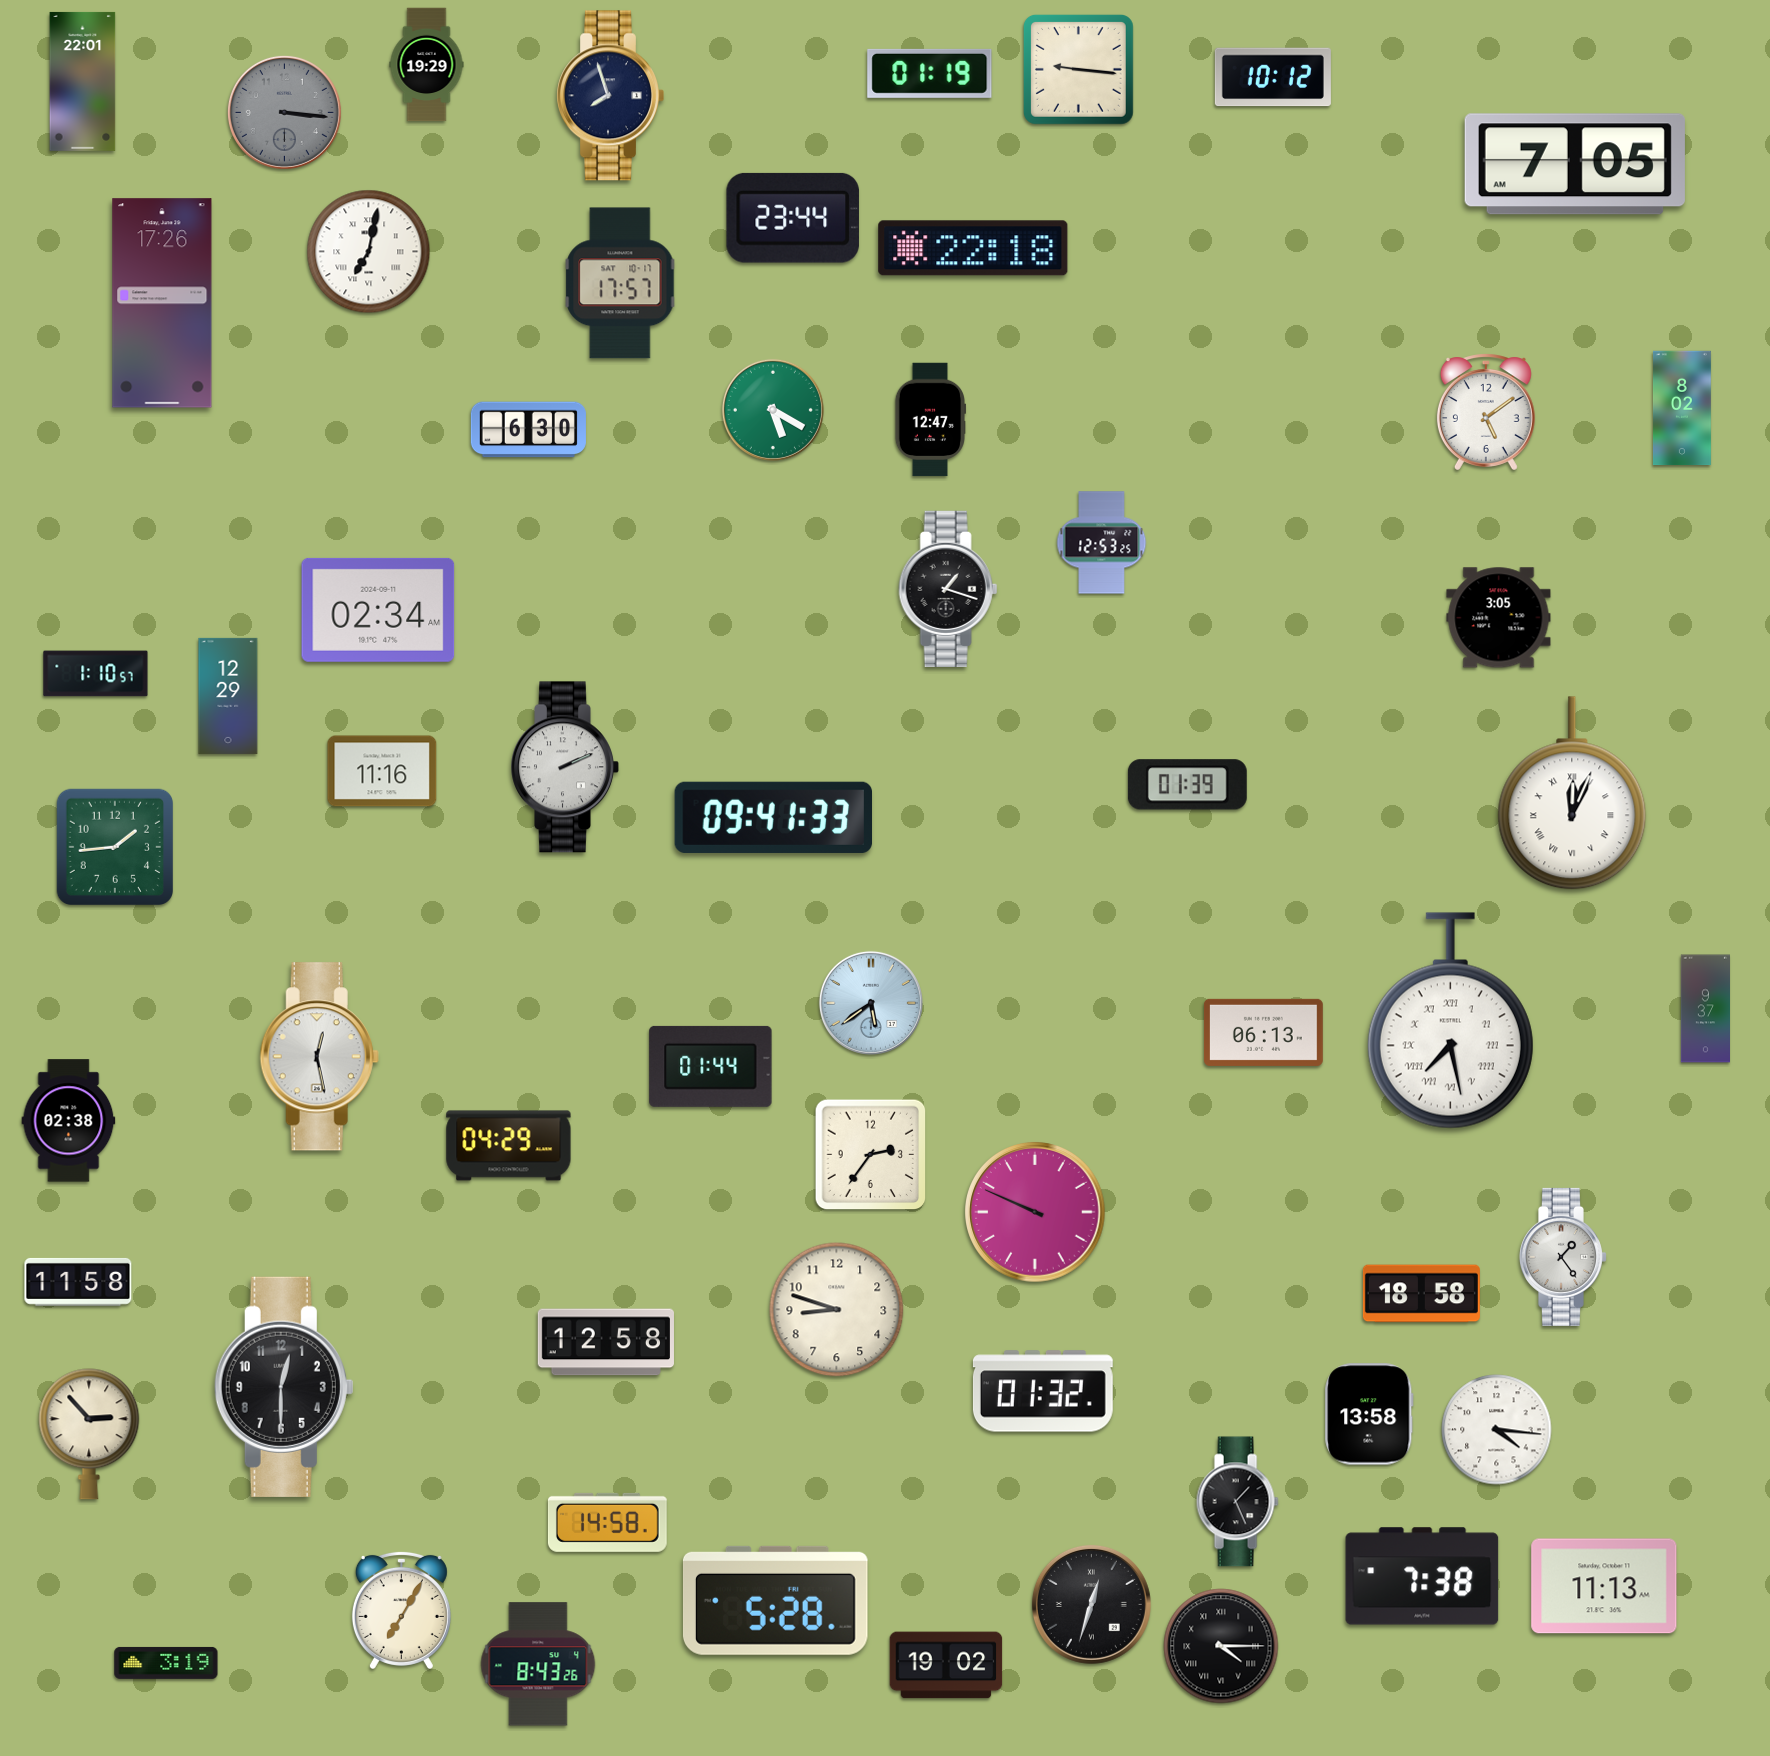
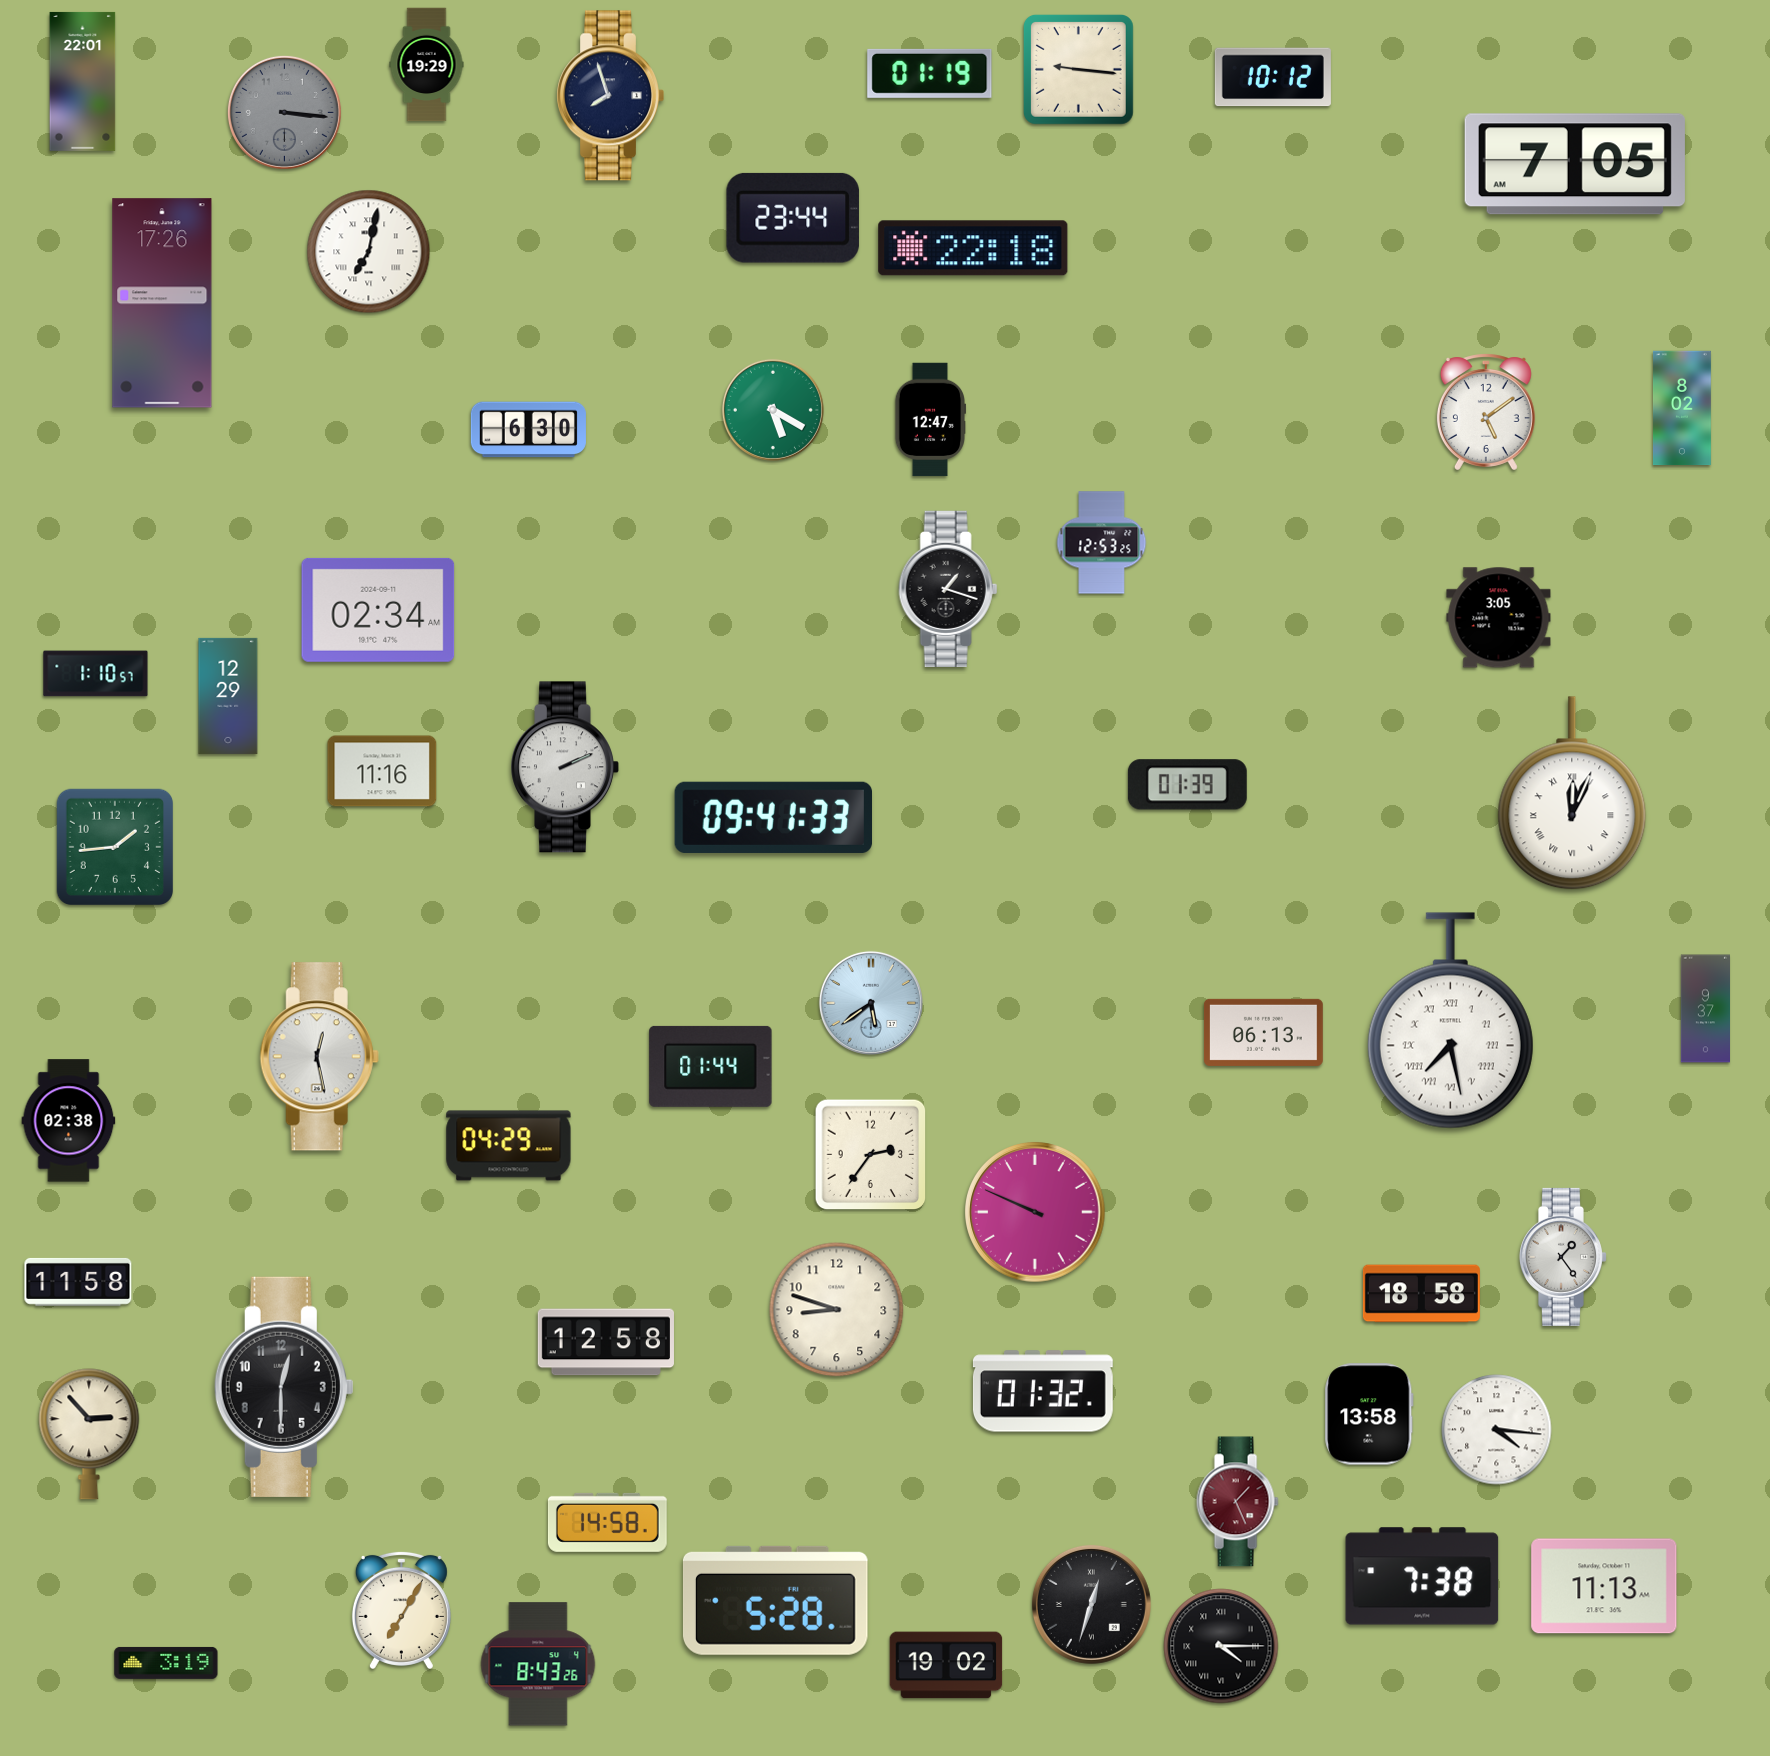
clock at (620, 283): 17:57 -> none
clock at (1237, 1502) dial: black -> burgundy
